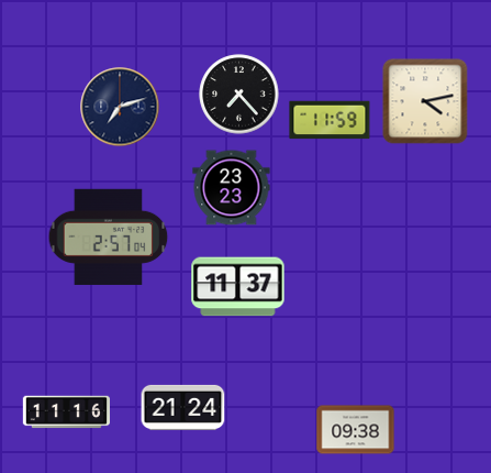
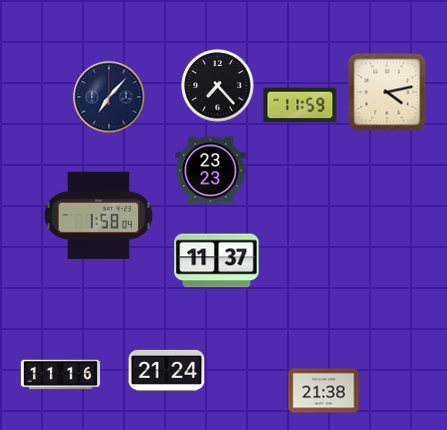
clock at (120, 107): 7:12 -> 7:07
clock at (330, 120) position: (330, 120) -> (300, 105)
clock at (109, 237): 2:57 -> 1:58
clock at (356, 430): 09:38 -> 21:38
